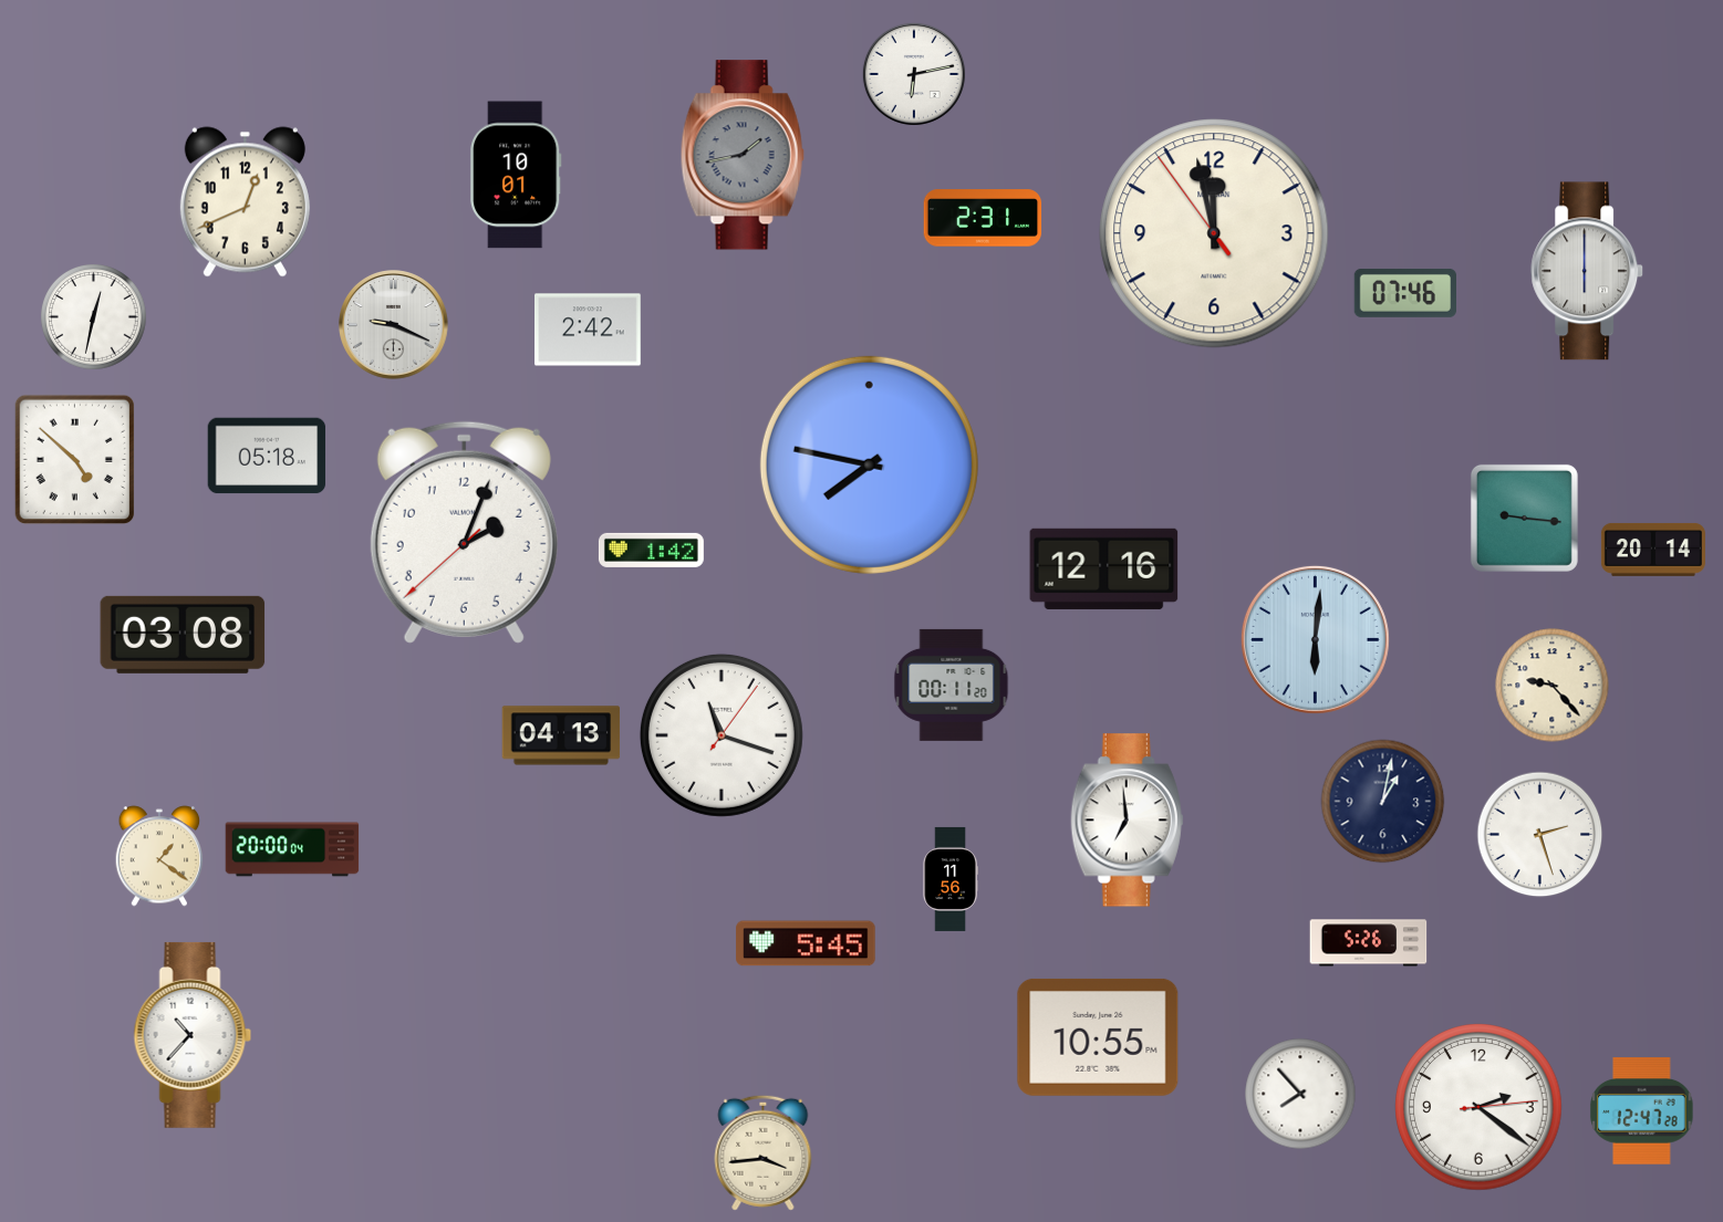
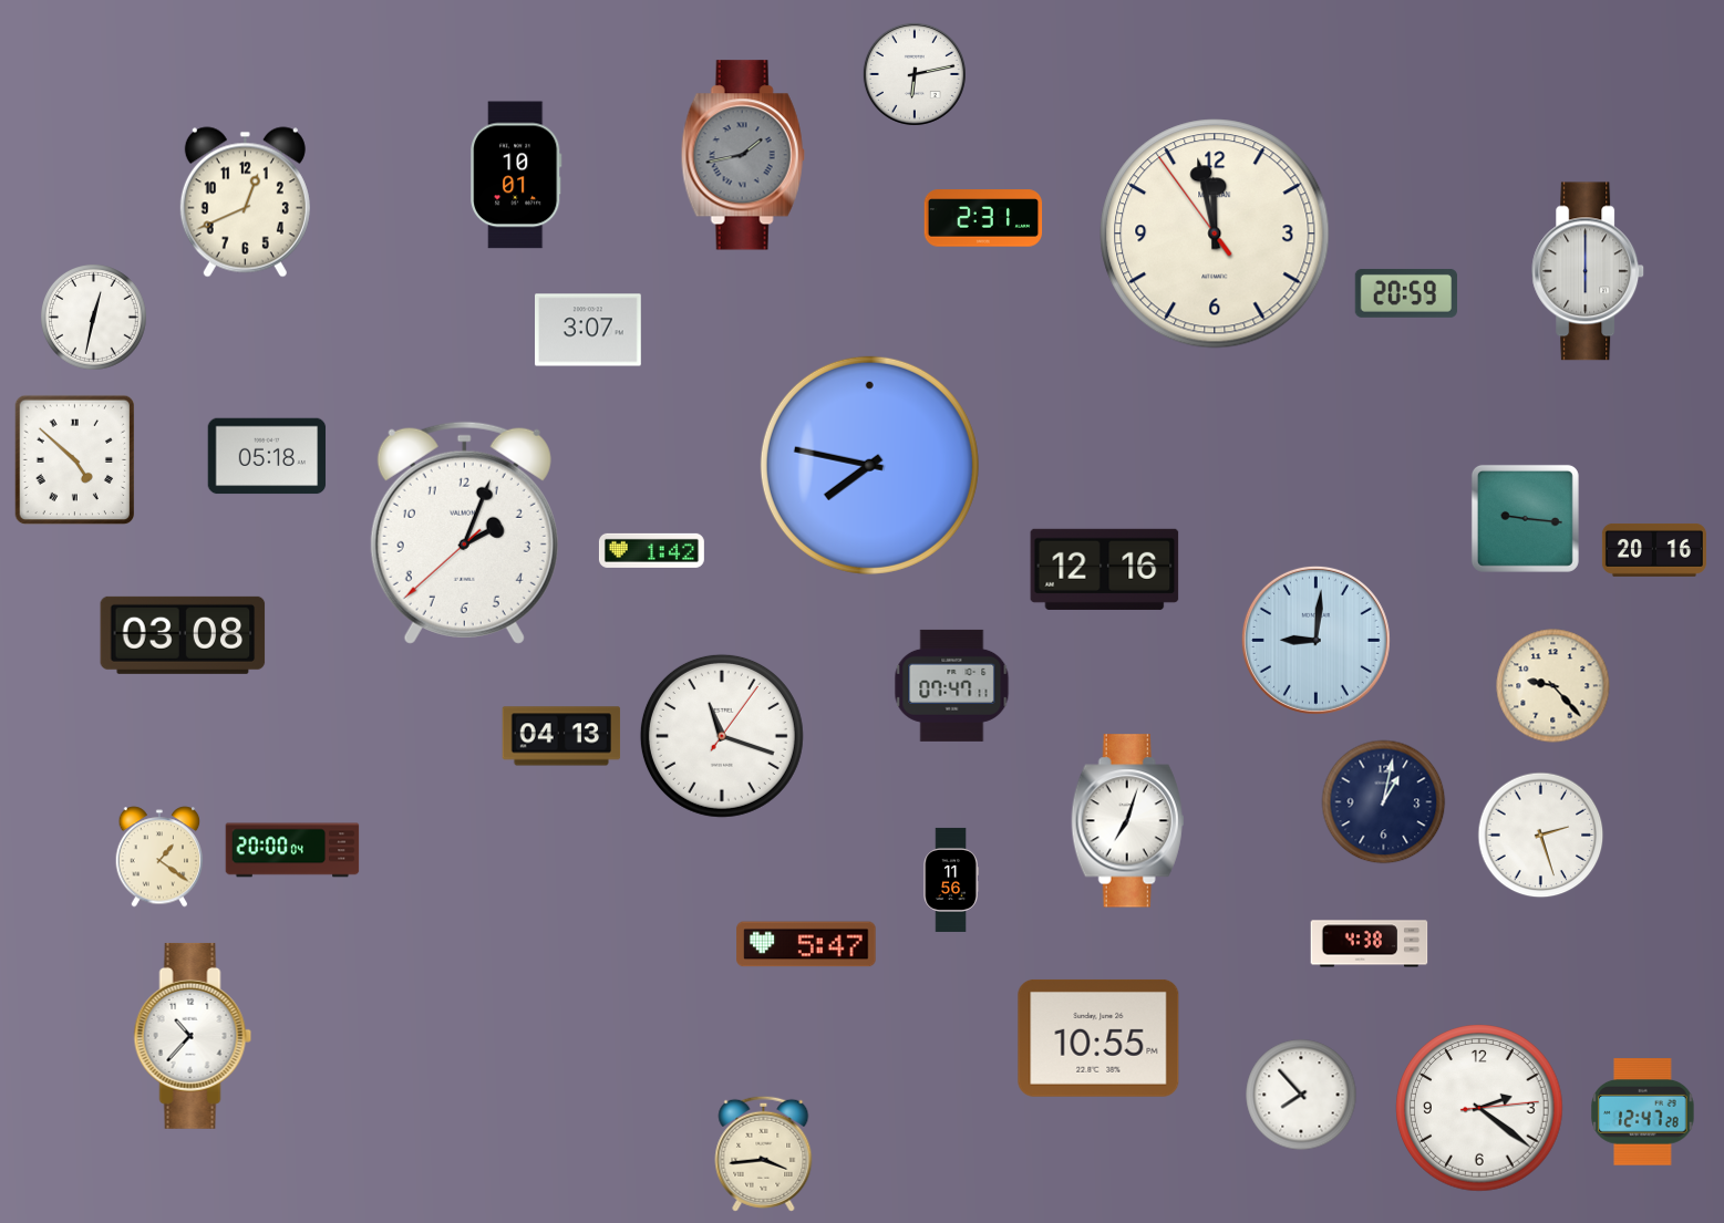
clock at (1404, 293): 07:46 -> 20:59
clock at (394, 325): 9:19 -> none
clock at (589, 330): 2:42 -> 3:07
clock at (1653, 550): 20:14 -> 20:16
clock at (1315, 639): 6:01 -> 9:01
clock at (952, 685): 00:11 -> 07:47
clock at (1128, 821): 6:59 -> 7:03
clock at (806, 943): 5:45 -> 5:47
clock at (1369, 943): 5:26 -> 4:38
